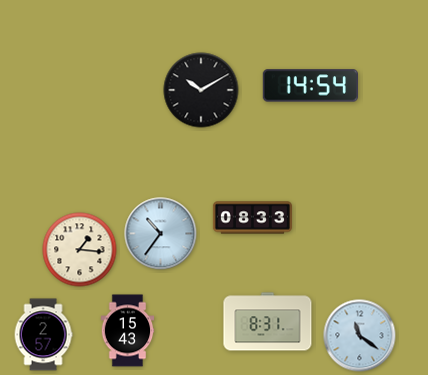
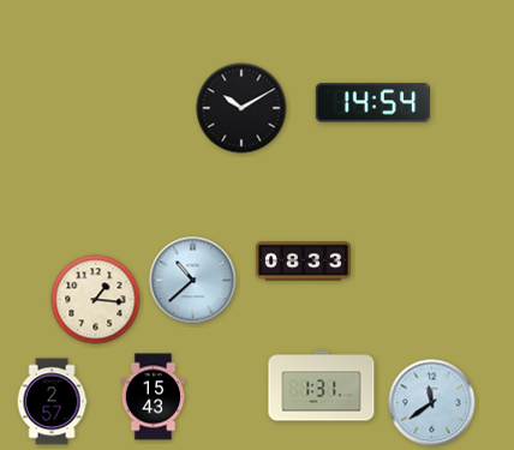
clock at (161, 234): 10:36 -> 10:38
clock at (268, 322): 8:31 -> 1:31
clock at (360, 336): 11:21 -> 11:39
